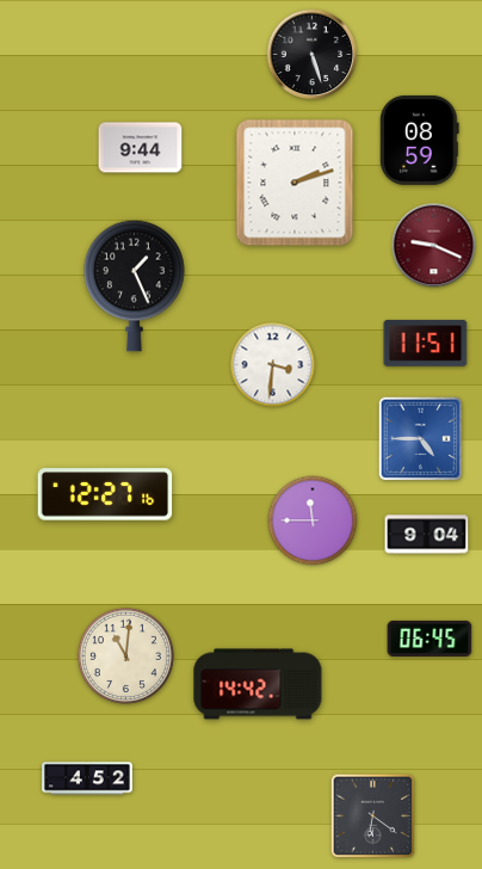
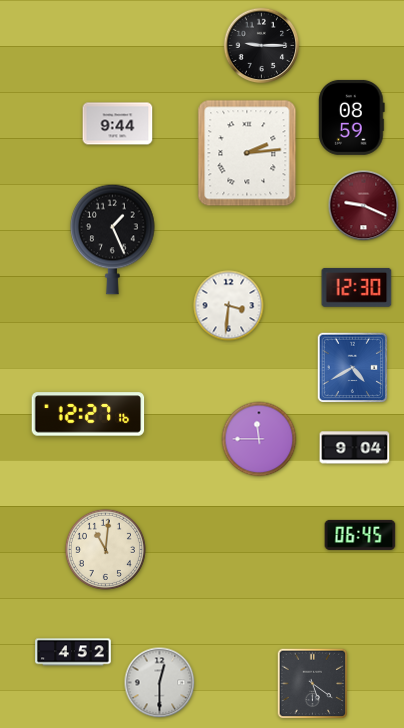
clock at (313, 55): 5:27 -> 9:15
clock at (295, 183): 2:12 -> 2:14
clock at (426, 343): 11:51 -> 12:30
clock at (421, 439): 4:45 -> 4:40
clock at (313, 520) position: (313, 520) -> (259, 439)
clock at (427, 535) position: (427, 535) -> (355, 448)
clock at (258, 684): 14:42 -> none
clock at (160, 683): none -> 12:30
clock at (373, 816): 6:21 -> 5:21
